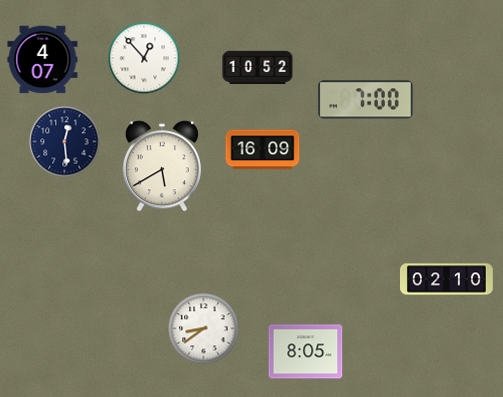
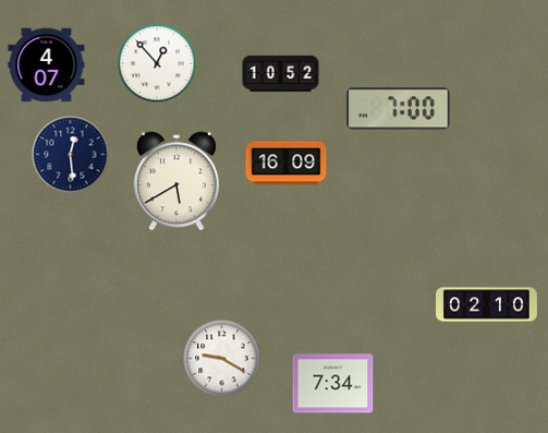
clock at (204, 329): 8:39 -> 9:20
clock at (306, 352): 8:05 -> 7:34
